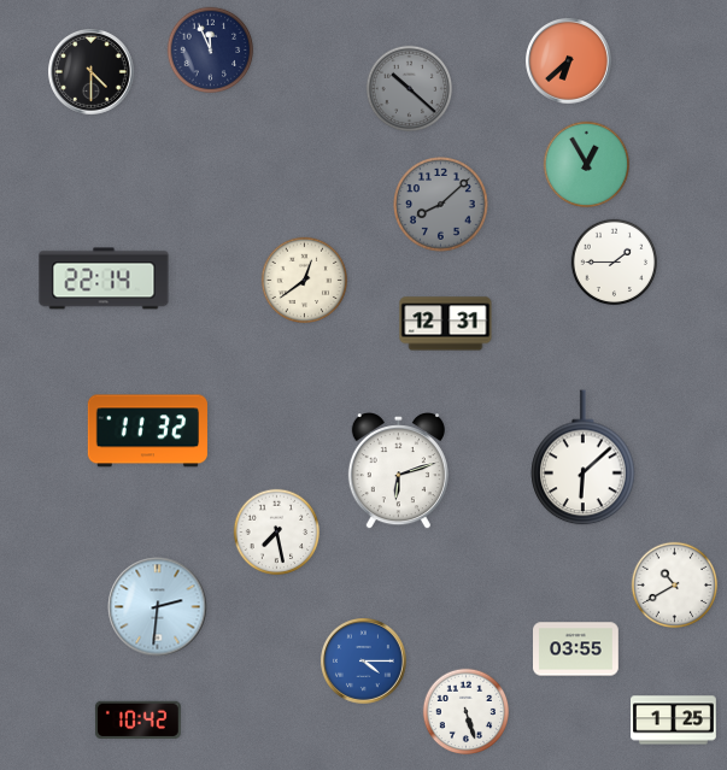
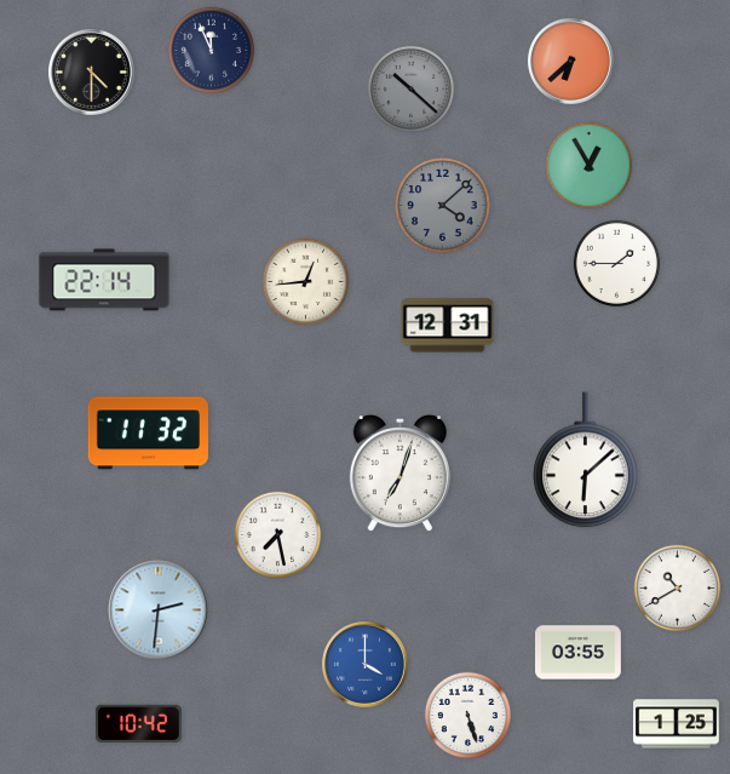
clock at (441, 205): 8:08 -> 4:08
clock at (305, 281): 12:39 -> 12:44
clock at (398, 472): 6:12 -> 7:03
clock at (364, 662): 4:15 -> 4:00
